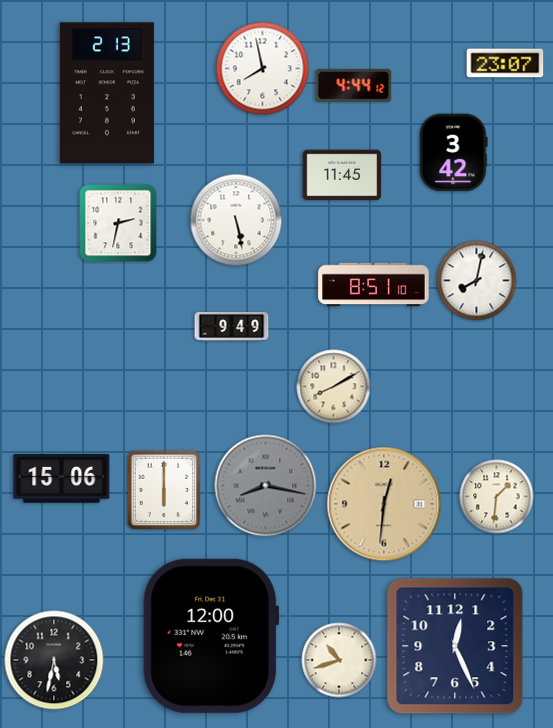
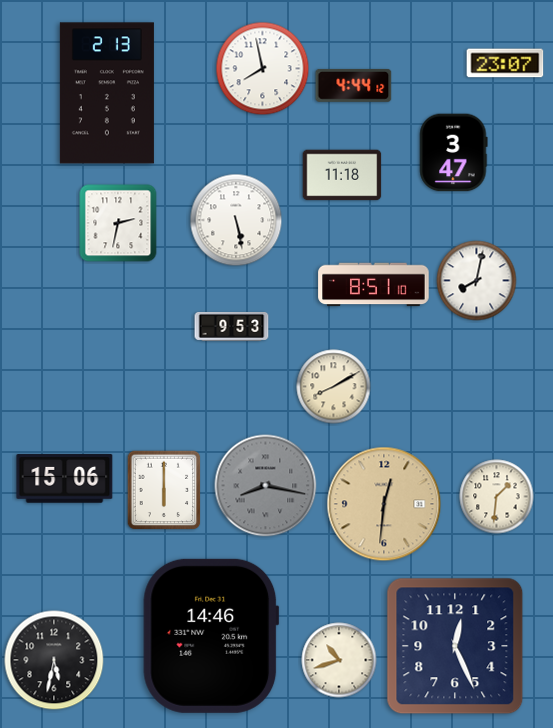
clock at (454, 153): 3:42 -> 3:47
clock at (342, 175): 11:45 -> 11:18
clock at (232, 327): 9:49 -> 9:53
clock at (62, 479) position: (62, 479) -> (65, 479)
clock at (211, 636): 12:00 -> 14:46
